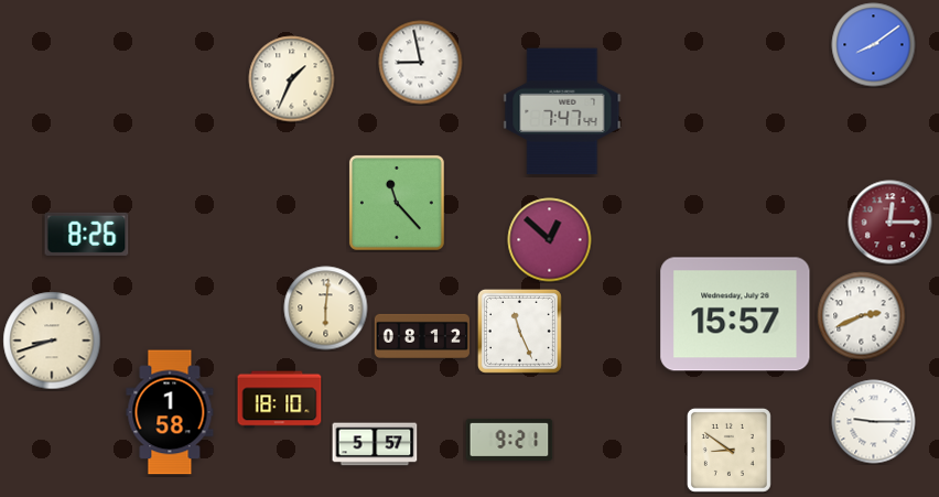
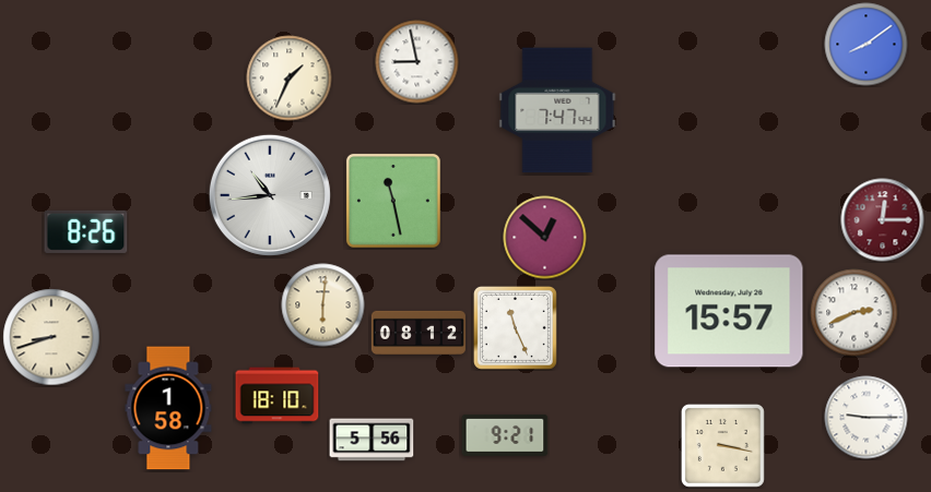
clock at (270, 195): none -> 10:44
clock at (397, 203): 11:23 -> 11:28
clock at (375, 444): 5:57 -> 5:56
clock at (728, 450): 8:51 -> 3:17
